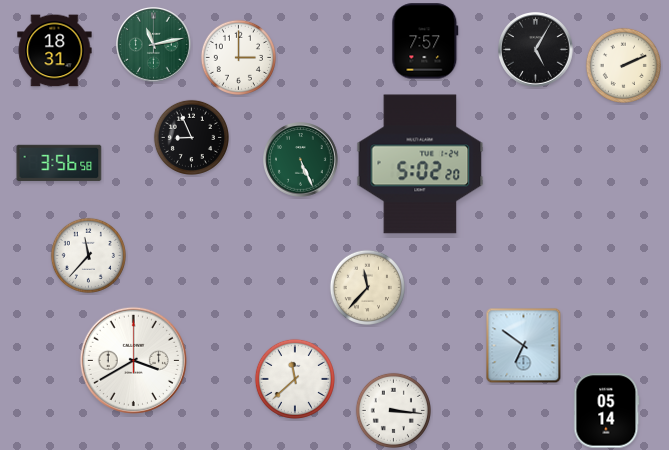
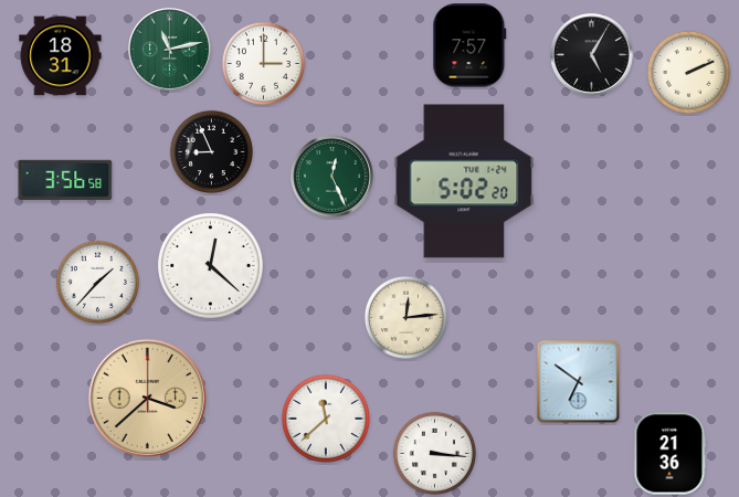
clock at (301, 160): 5:26 -> 12:26
clock at (210, 265): none -> 12:22
clock at (88, 255): 11:37 -> 1:37
clock at (367, 287): 11:37 -> 12:14
clock at (133, 360): 3:40 -> 3:38
clock at (133, 360) dial: white -> champagne
clock at (607, 411): 05:14 -> 21:36
